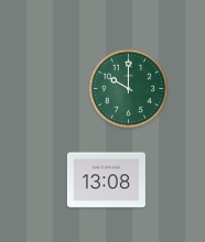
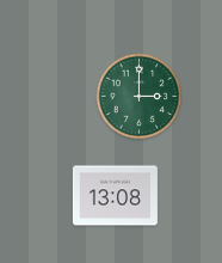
clock at (129, 89): 10:00 -> 3:00
